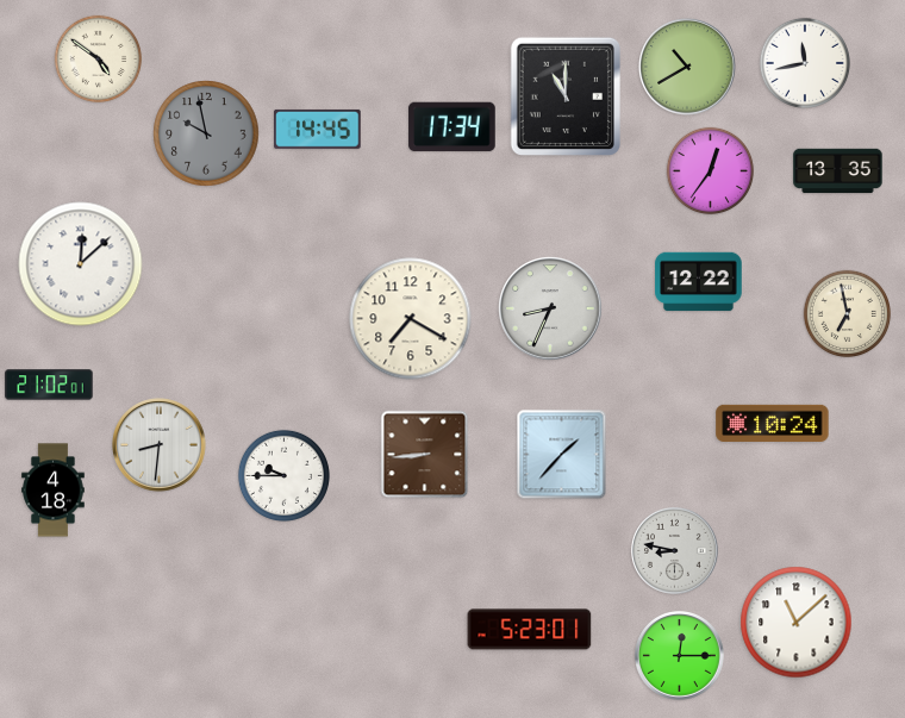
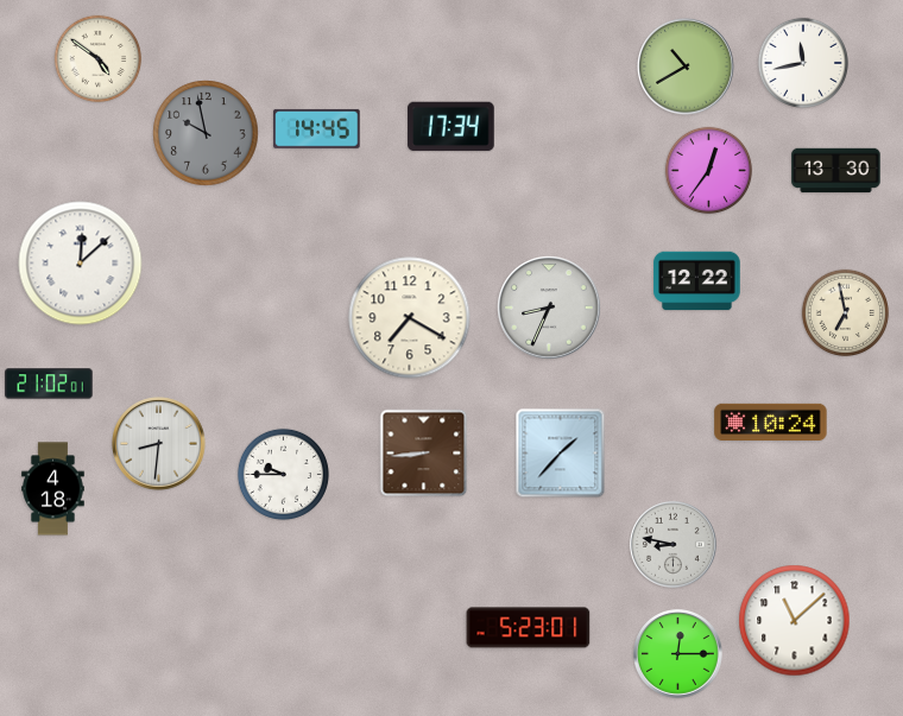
clock at (564, 95): 11:00 -> none
clock at (838, 171): 13:35 -> 13:30
clock at (675, 551) position: (675, 551) -> (674, 545)
